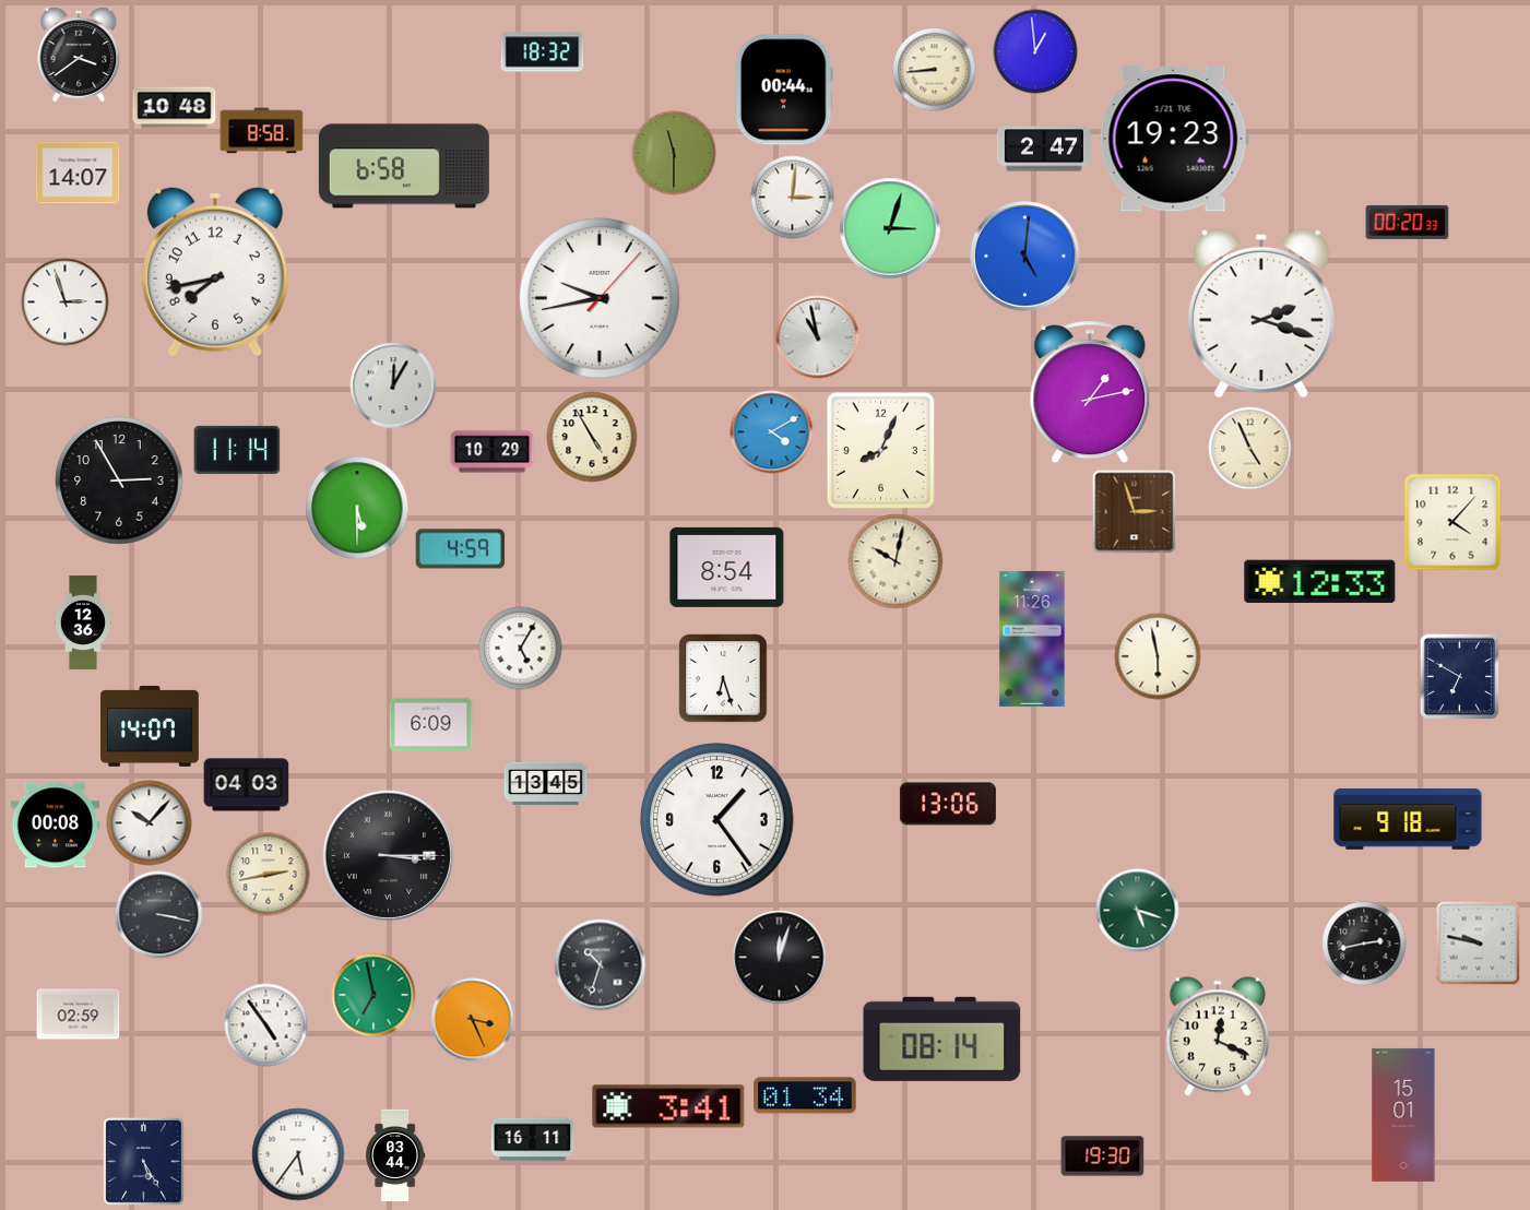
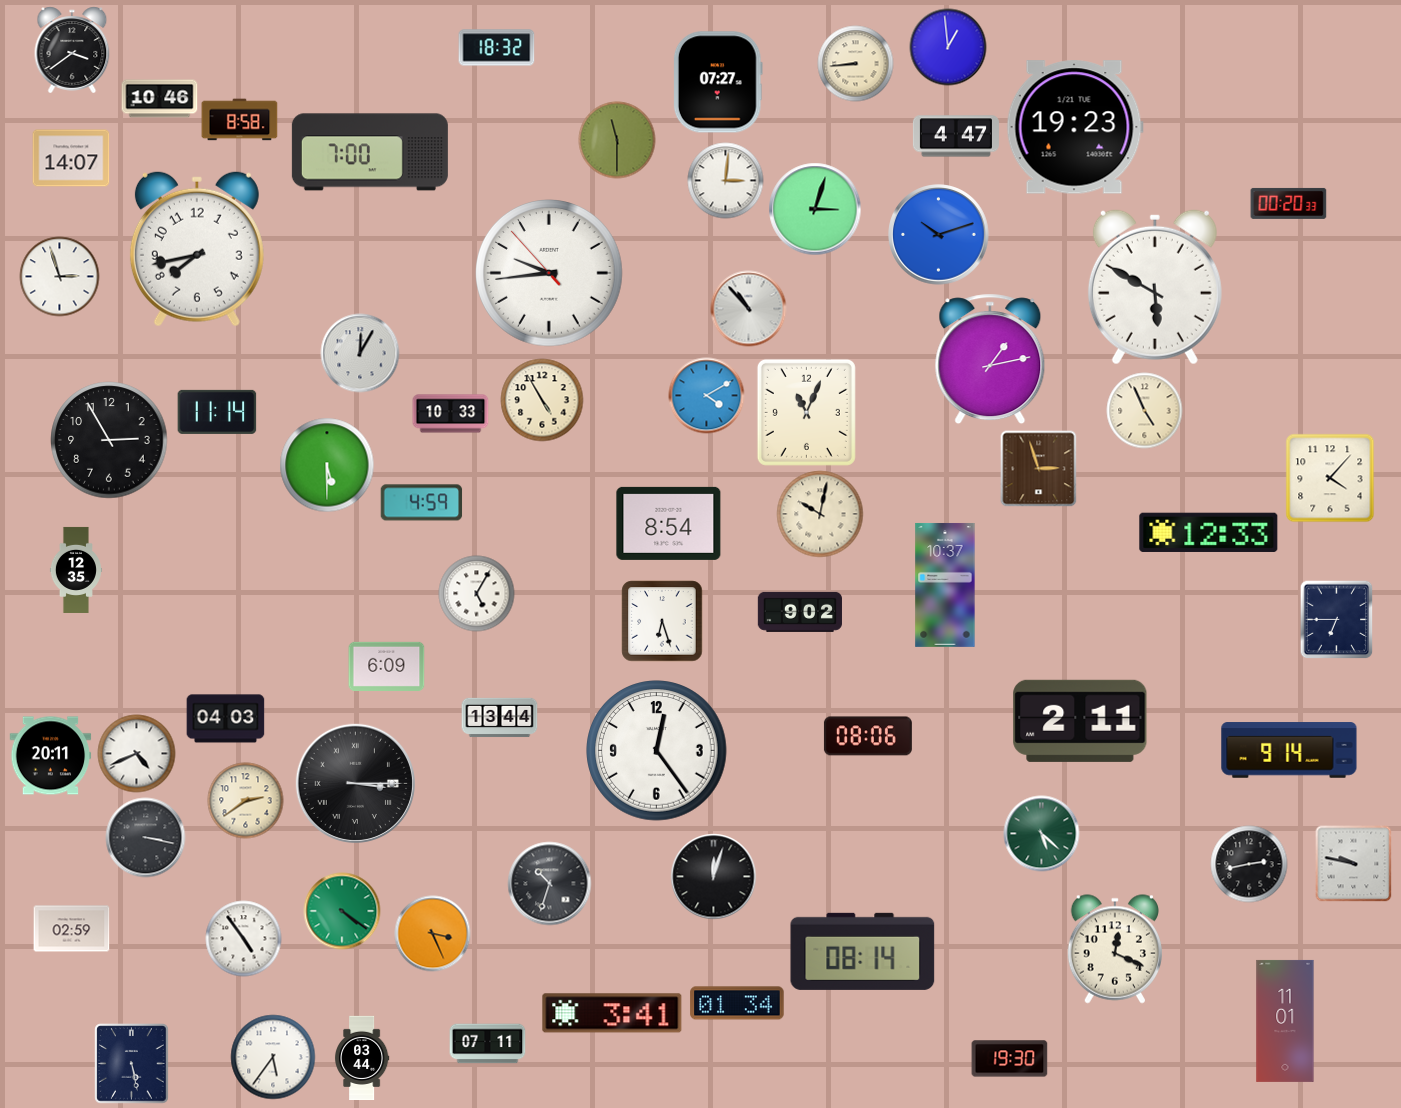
clock at (784, 90): 00:44 -> 07:27
clock at (175, 108): 10:48 -> 10:46
clock at (1044, 149): 2:47 -> 4:47
clock at (404, 166): 6:58 -> 7:00
clock at (1025, 257): 5:01 -> 10:12
clock at (601, 299): 9:43:07 -> 9:43:53
clock at (1261, 313): 2:18 -> 5:50
clock at (818, 337): 10:58 -> 10:53
clock at (1090, 392) position: (1090, 392) -> (990, 359)
clock at (880, 450): 8:04 -> 11:04
clock at (493, 452): 10:29 -> 10:33
clock at (727, 567) position: (727, 567) -> (669, 523)
clock at (83, 622): 12:36 -> 12:35
clock at (1032, 639): 11:26 -> 10:37
clock at (1158, 656): 5:58 -> none
clock at (800, 612): none -> 9:02
clock at (1460, 676): 6:50 -> 6:45
clock at (431, 724) position: (431, 724) -> (387, 666)
clock at (151, 726): 14:07 -> none
clock at (546, 784): 13:45 -> 13:44
clock at (1080, 721): none -> 2:11
clock at (948, 804): 13:06 -> 08:06
clock at (1408, 819): 9:18 -> 9:14
clock at (717, 820): 1:24 -> 12:24
clock at (150, 823): 10:07 -> 4:41
clock at (56, 826): 00:08 -> 20:11
clock at (269, 875): 2:43 -> 2:39
clock at (1138, 911): 5:18 -> 5:22
clock at (373, 995): 6:58 -> 4:21
clock at (1403, 1115): 15:01 -> 11:01
clock at (533, 1140): 16:11 -> 07:11
clock at (144, 1162): 5:25 -> 5:28
